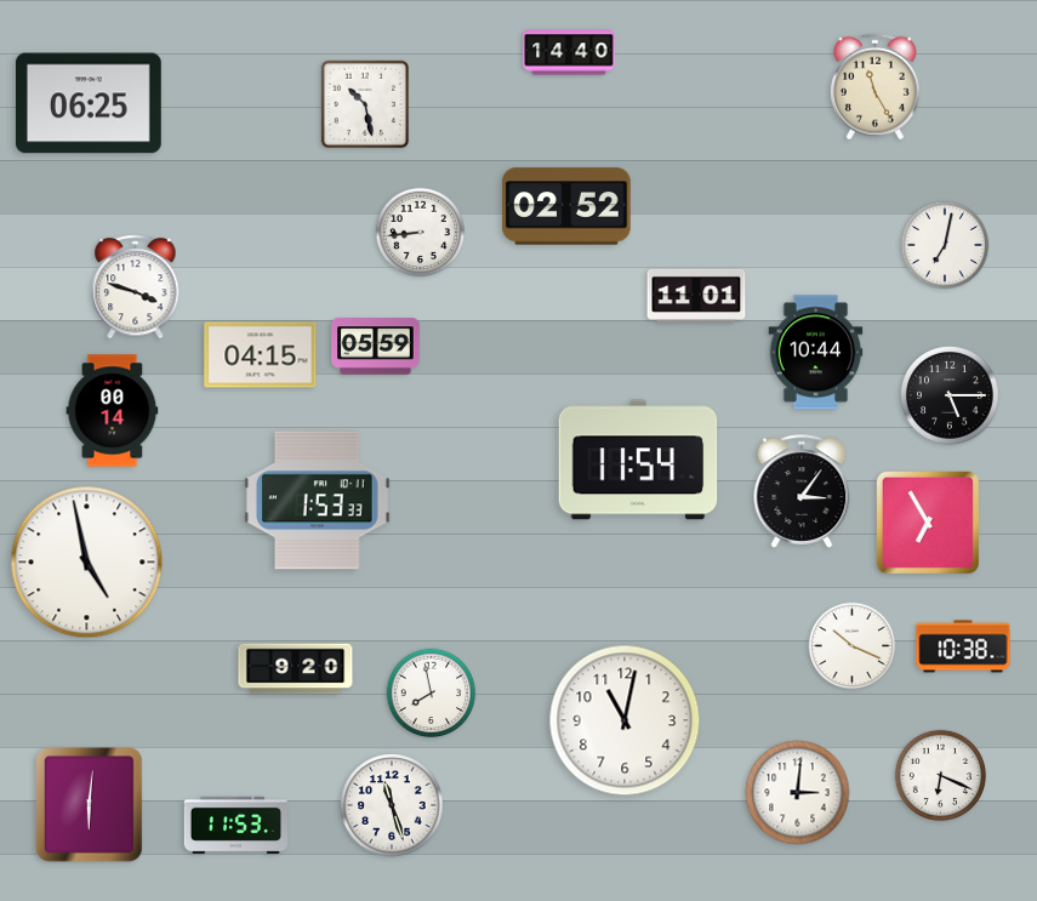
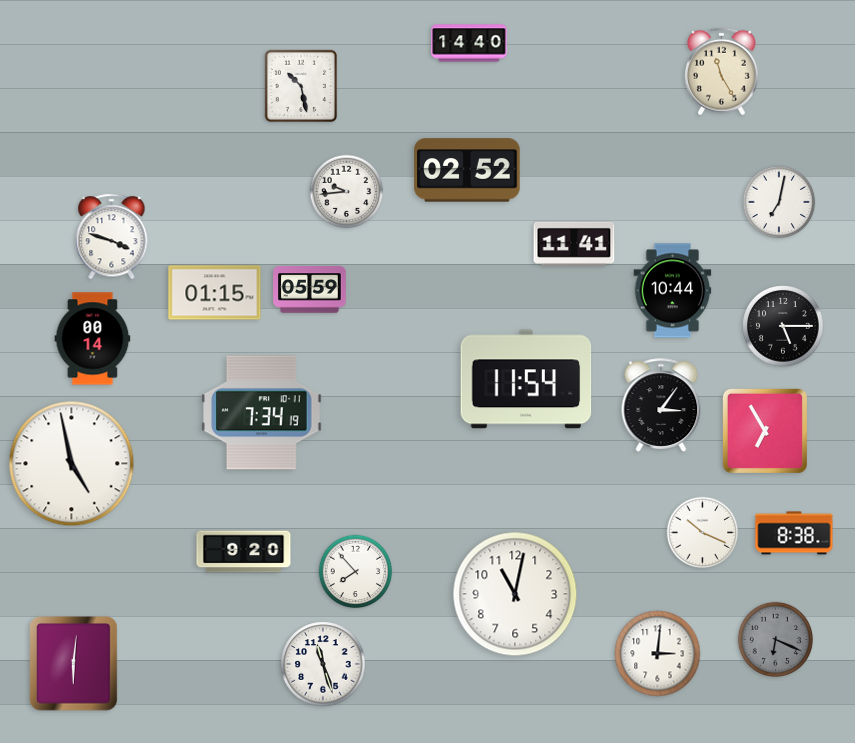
clock at (89, 103): 06:25 -> none
clock at (421, 233): 8:44 -> 9:44
clock at (696, 296): 11:01 -> 11:41
clock at (376, 347) position: (376, 347) -> (310, 290)
clock at (261, 355): 04:15 -> 01:15
clock at (318, 501): 1:53 -> 7:34
clock at (963, 646): 10:38 -> 8:38
clock at (432, 694): 7:58 -> 7:53
clock at (940, 775) dial: white -> grey
clock at (235, 825): 11:53 -> none
